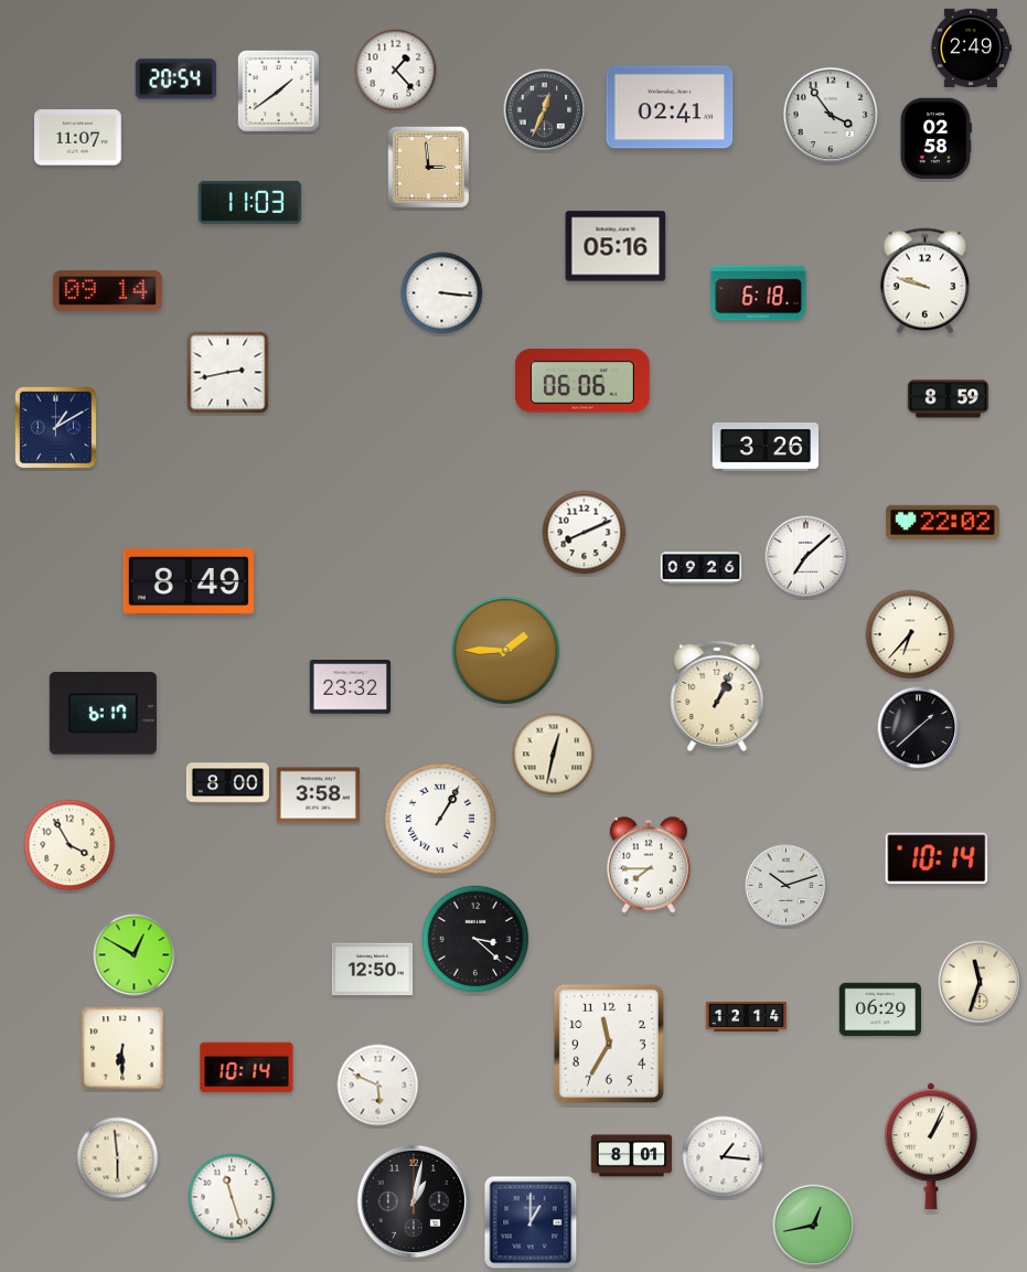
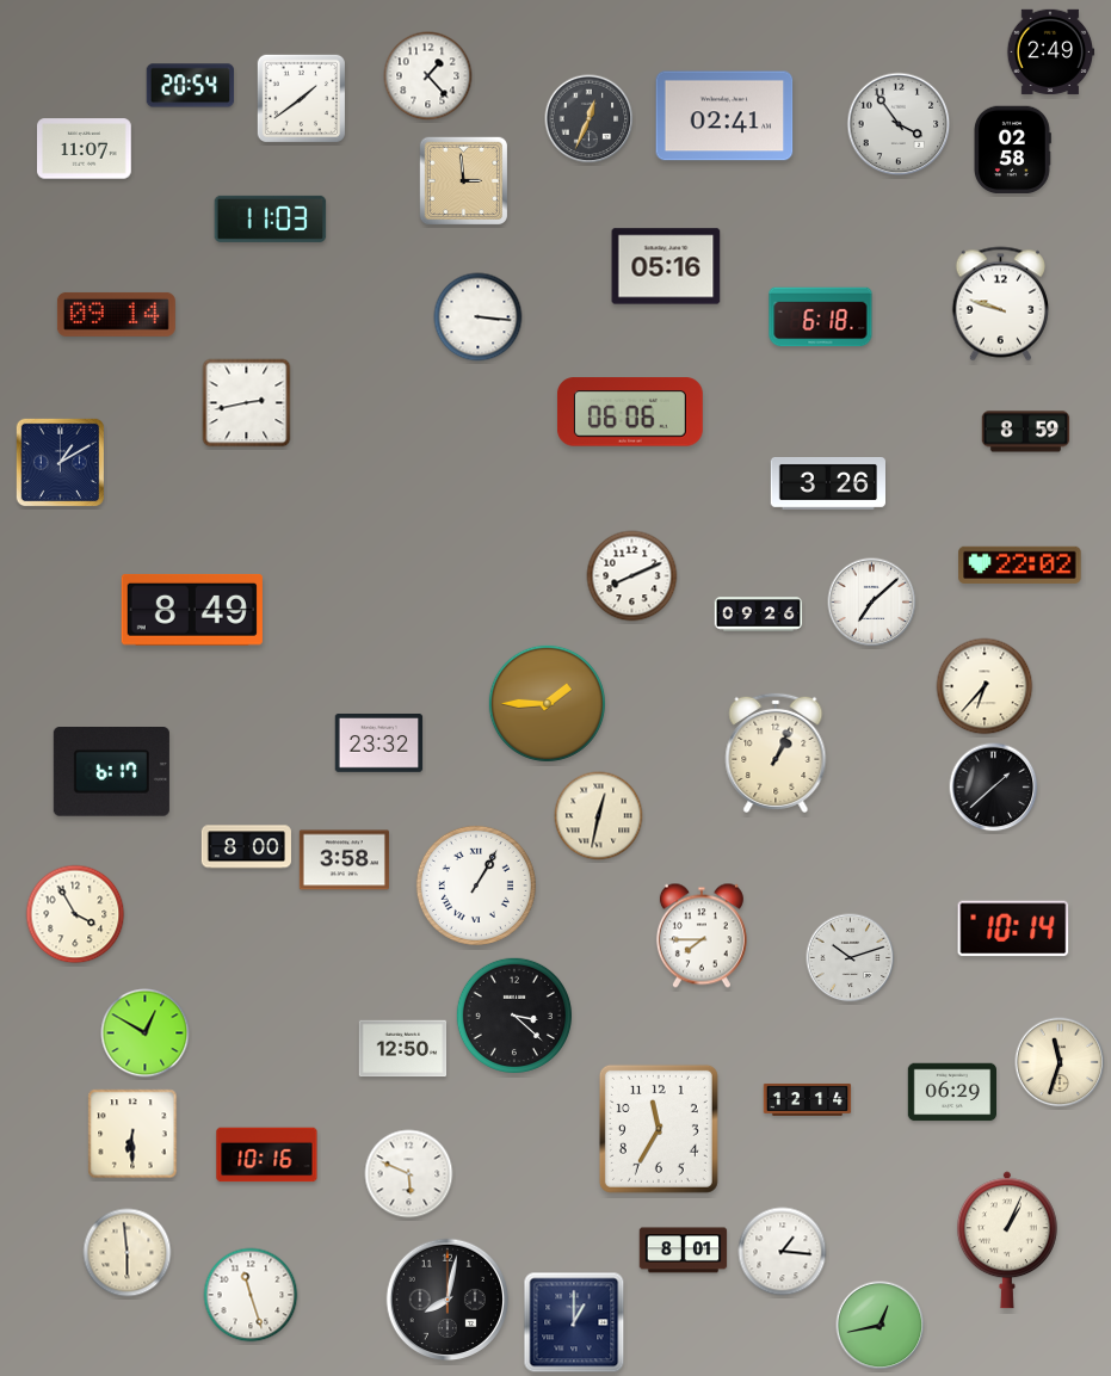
clock at (189, 581) position: (189, 581) -> (192, 610)
clock at (247, 1068): 10:14 -> 10:16
clock at (414, 1201): 1:02 -> 8:02
